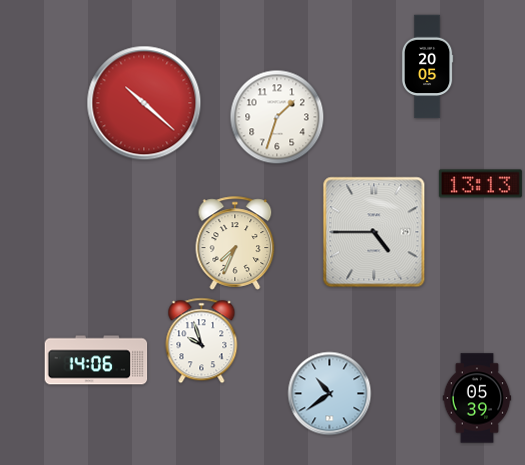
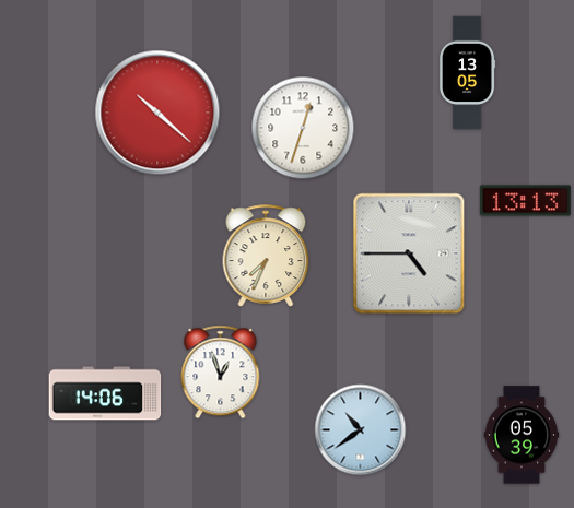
clock at (427, 67): 20:05 -> 13:05
clock at (277, 117): 1:33 -> 12:33
clock at (235, 243) position: (235, 243) -> (266, 256)
clock at (202, 341): 9:57 -> 12:57
